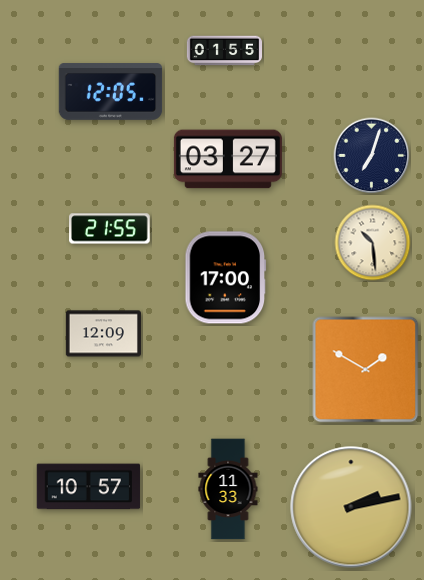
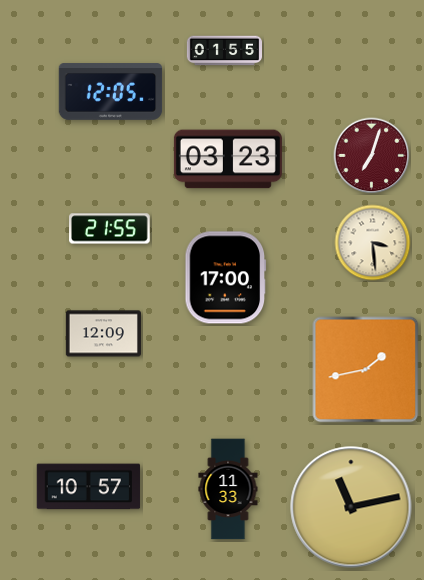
clock at (372, 156) dial: navy -> burgundy
clock at (228, 159): 03:27 -> 03:23
clock at (373, 243): 10:29 -> 3:29
clock at (366, 370): 1:50 -> 1:43
clock at (351, 507): 2:13 -> 11:13
